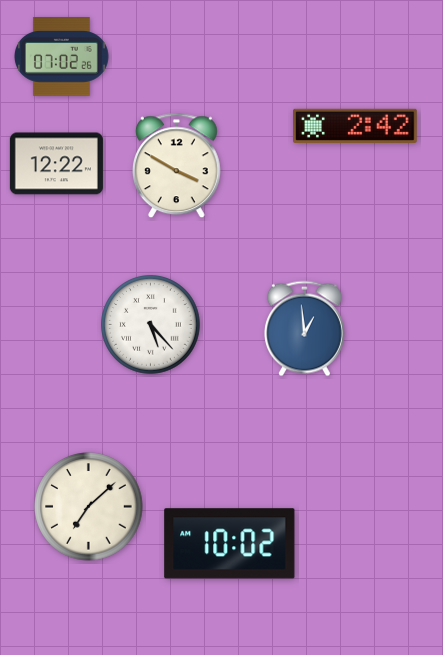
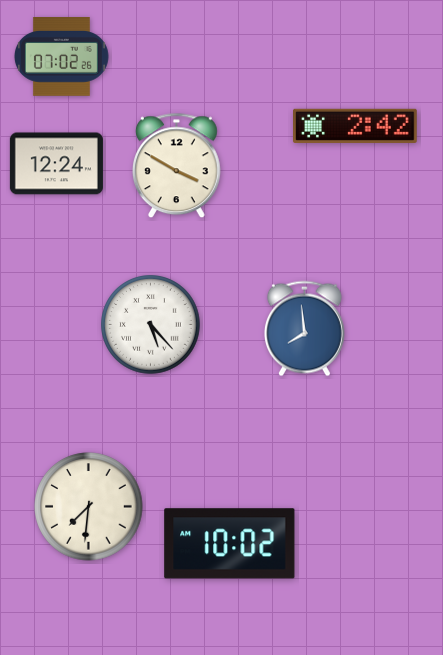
clock at (56, 164): 12:22 -> 12:24
clock at (304, 329): 12:59 -> 7:59
clock at (89, 507): 7:08 -> 7:31
